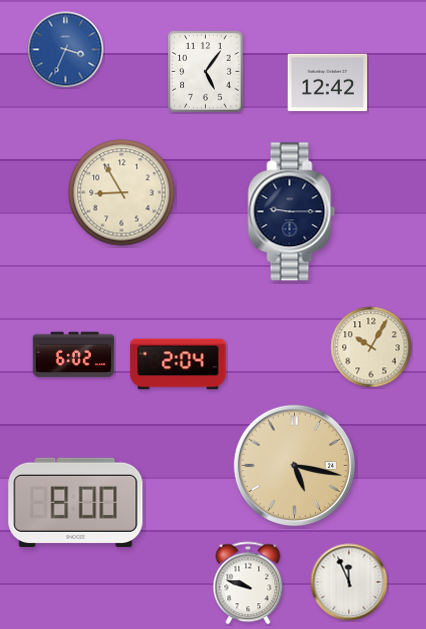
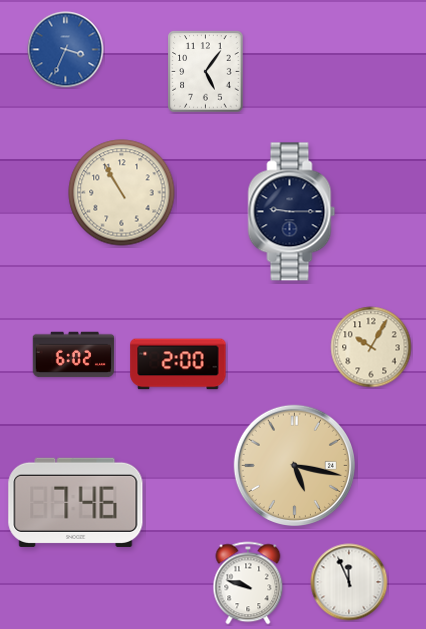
clock at (328, 83): 12:42 -> none
clock at (122, 193): 8:55 -> 10:55
clock at (178, 364): 2:04 -> 2:00
clock at (76, 502): 8:00 -> 7:46
